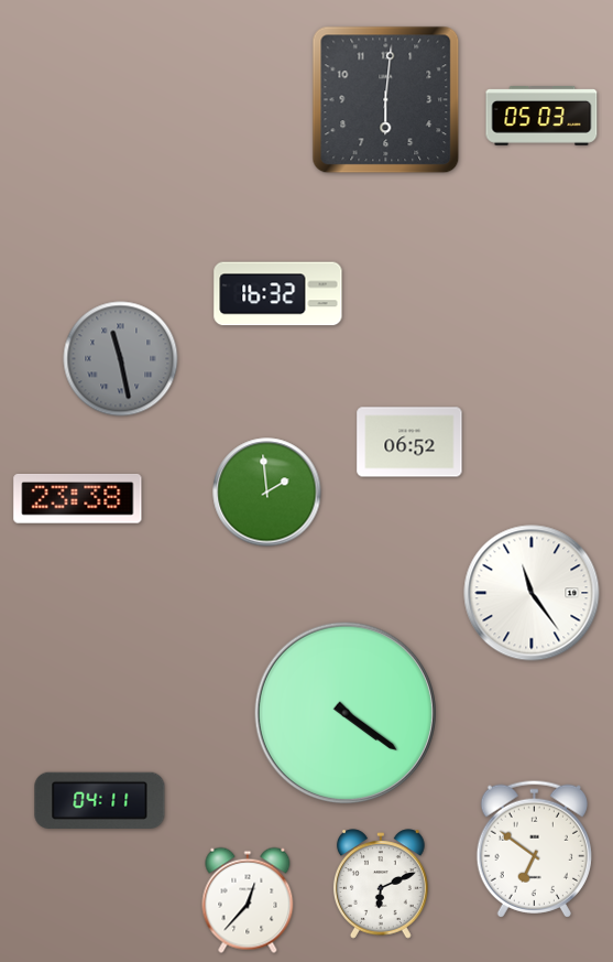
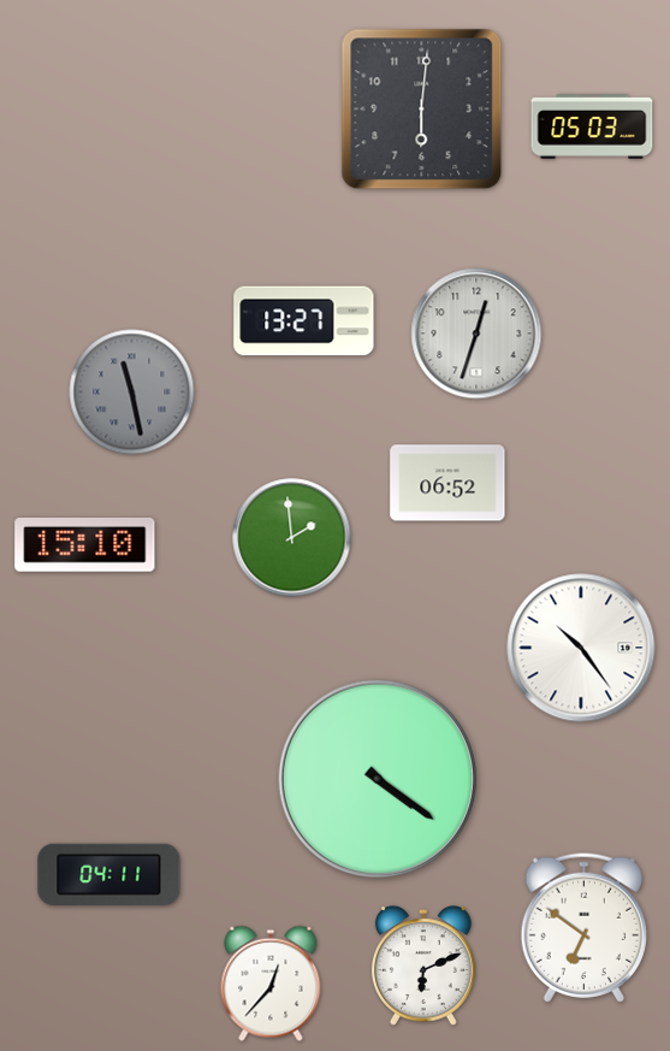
clock at (278, 294): 16:32 -> 13:27
clock at (476, 333): none -> 12:33
clock at (78, 499): 23:38 -> 15:10
clock at (532, 593): 11:24 -> 10:24
clock at (381, 884) position: (381, 884) -> (423, 966)
